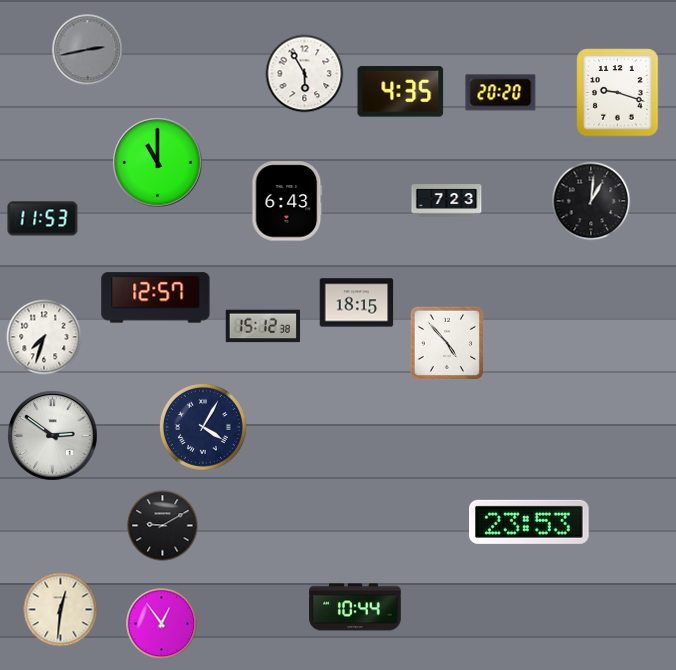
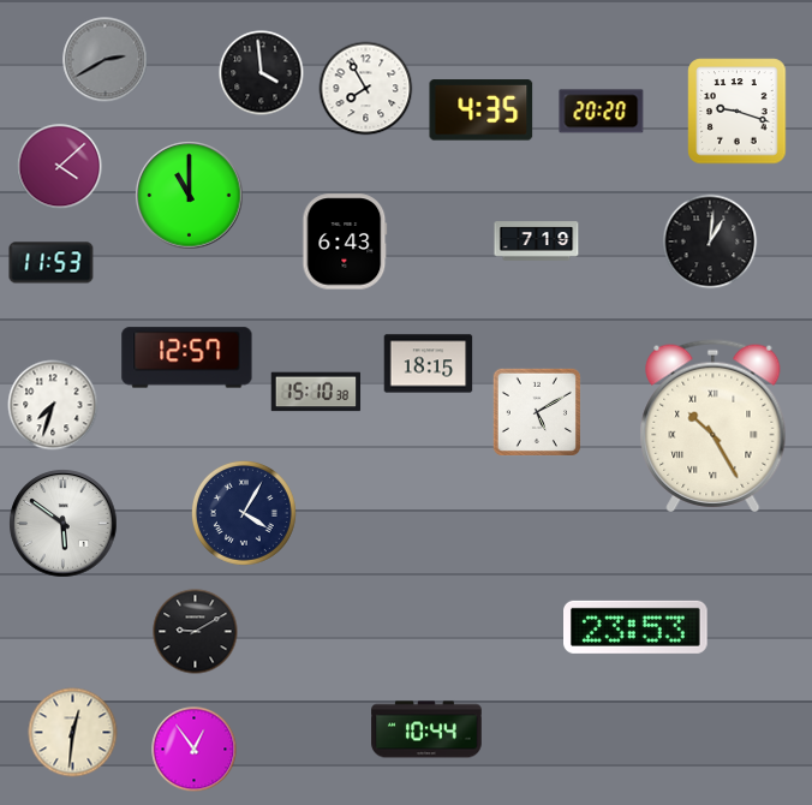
clock at (88, 50): 2:43 -> 2:40
clock at (262, 73): none -> 3:59
clock at (305, 74): 5:55 -> 7:55
clock at (618, 93) position: (618, 93) -> (738, 112)
clock at (60, 167): none -> 4:08
clock at (447, 201): 7:23 -> 7:19
clock at (263, 326): 15:12 -> 15:10
clock at (447, 343): 4:53 -> 5:10
clock at (714, 427): none -> 10:25
clock at (53, 436): 2:51 -> 5:51
